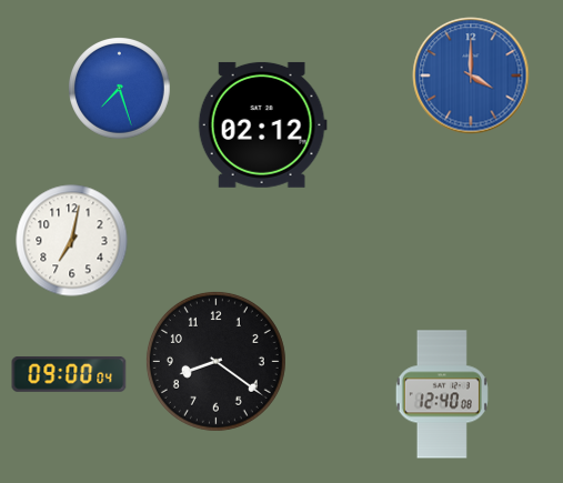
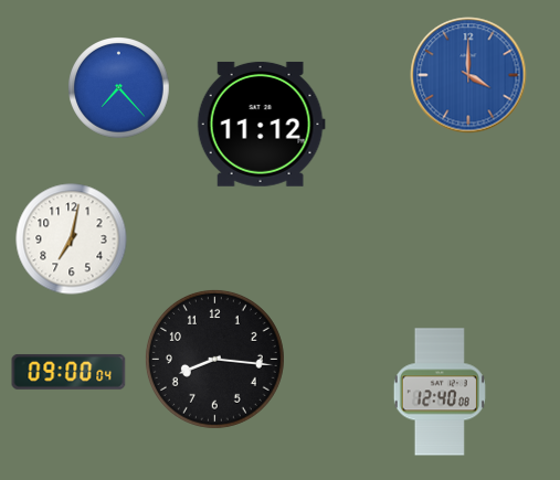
clock at (120, 89): 7:27 -> 7:23
clock at (262, 124): 02:12 -> 11:12
clock at (215, 361): 8:21 -> 8:16
